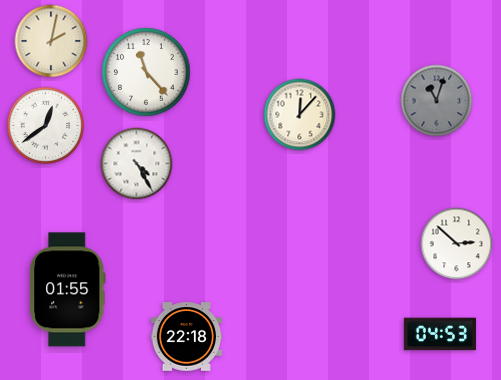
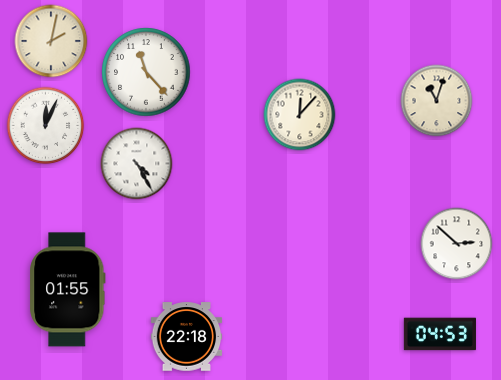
clock at (437, 101) dial: grey -> cream
clock at (46, 126): 12:39 -> 12:04
